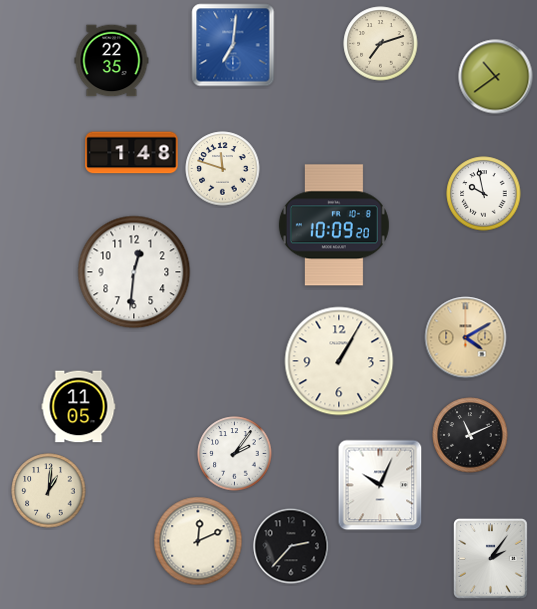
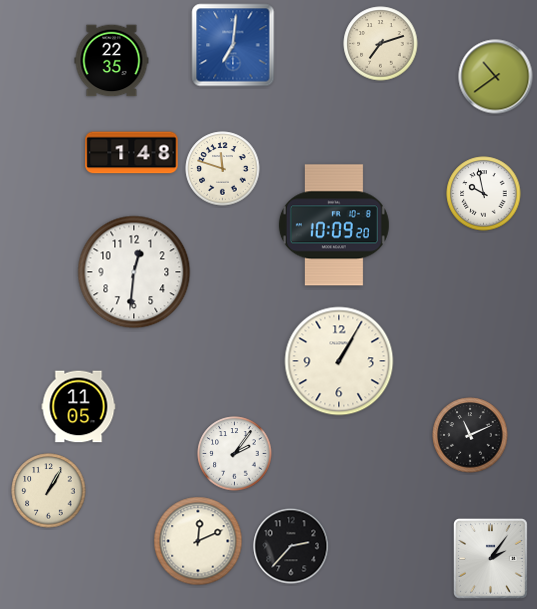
clock at (466, 338): 4:10 -> none
clock at (380, 485): 10:04 -> none
clock at (49, 491): 1:01 -> 1:05
